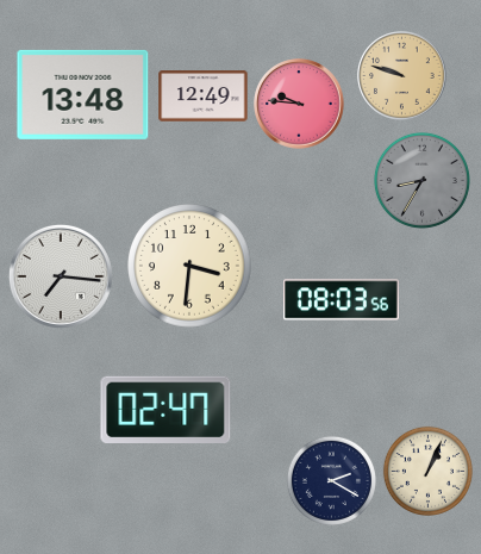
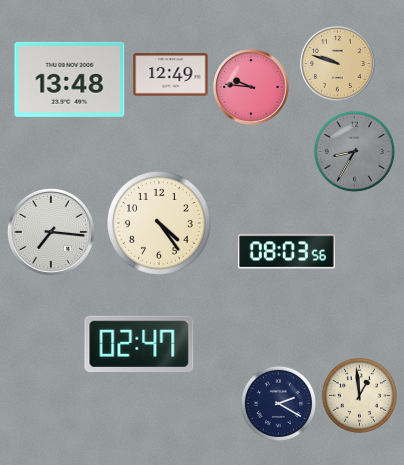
clock at (204, 97) position: (204, 97) -> (171, 75)
clock at (190, 267): 3:31 -> 4:24
clock at (427, 471): 1:04 -> 12:59
